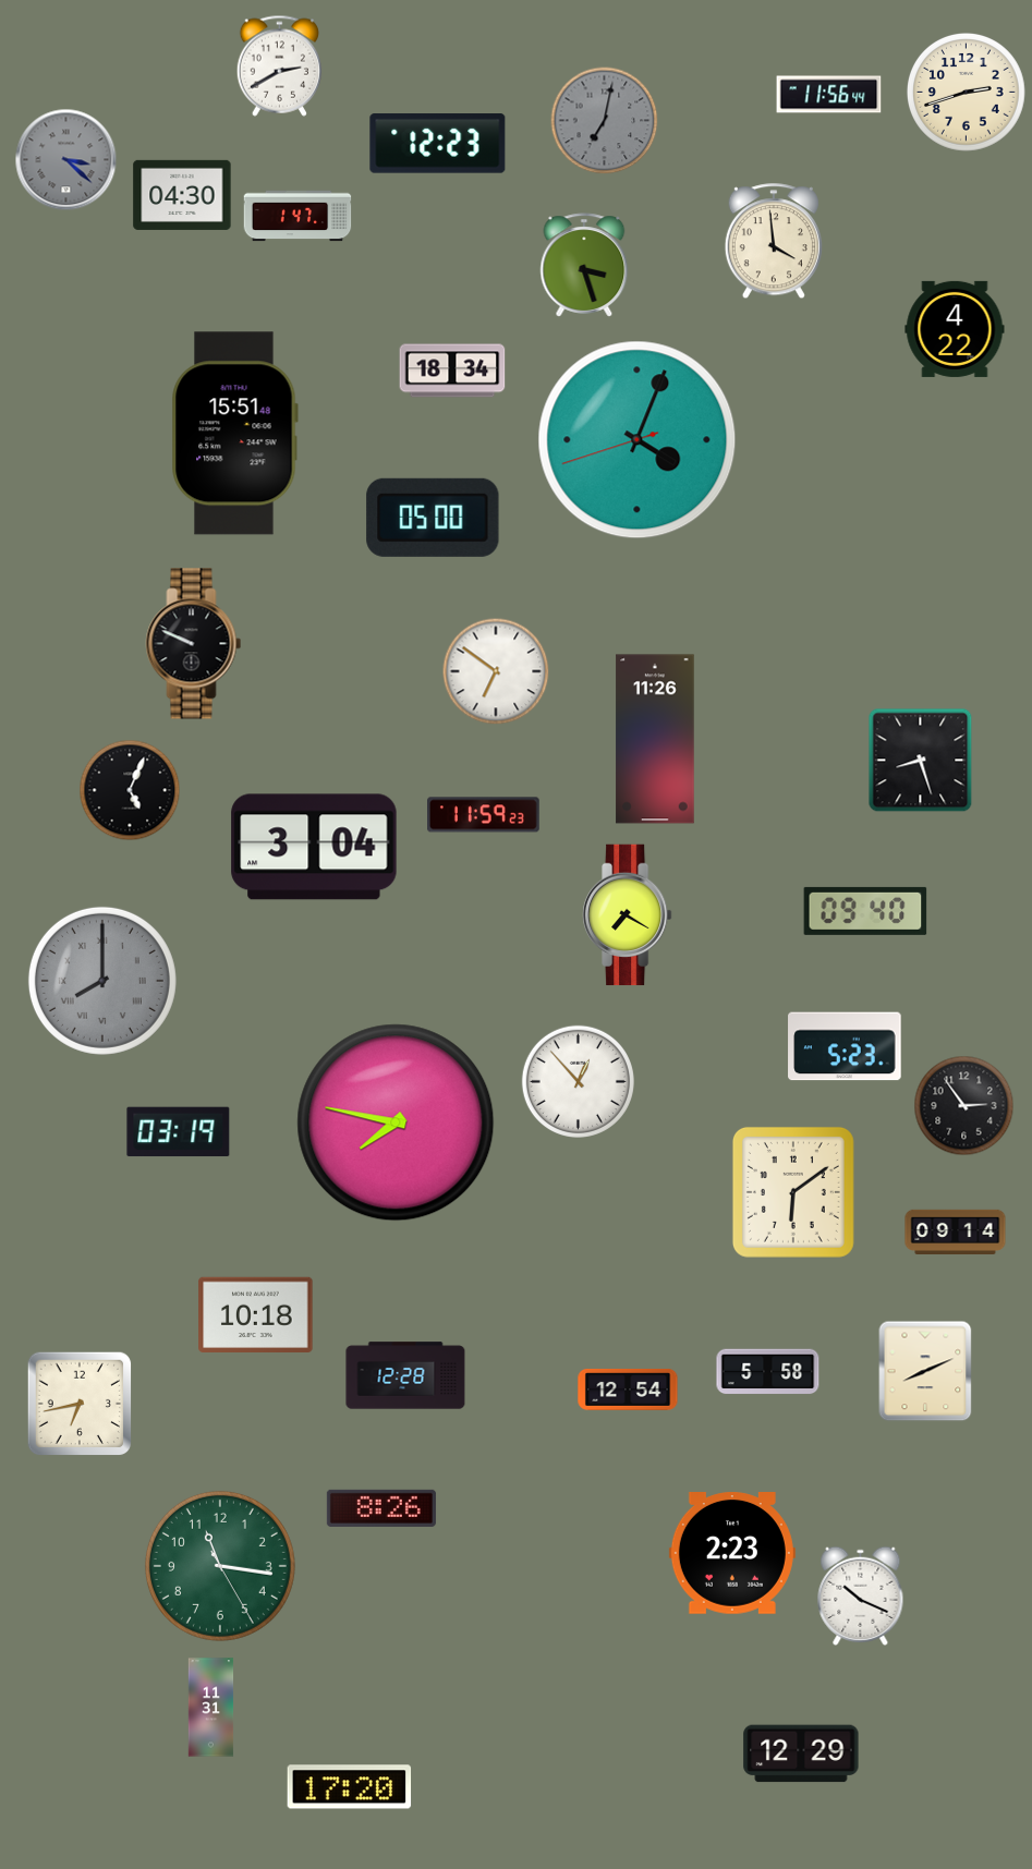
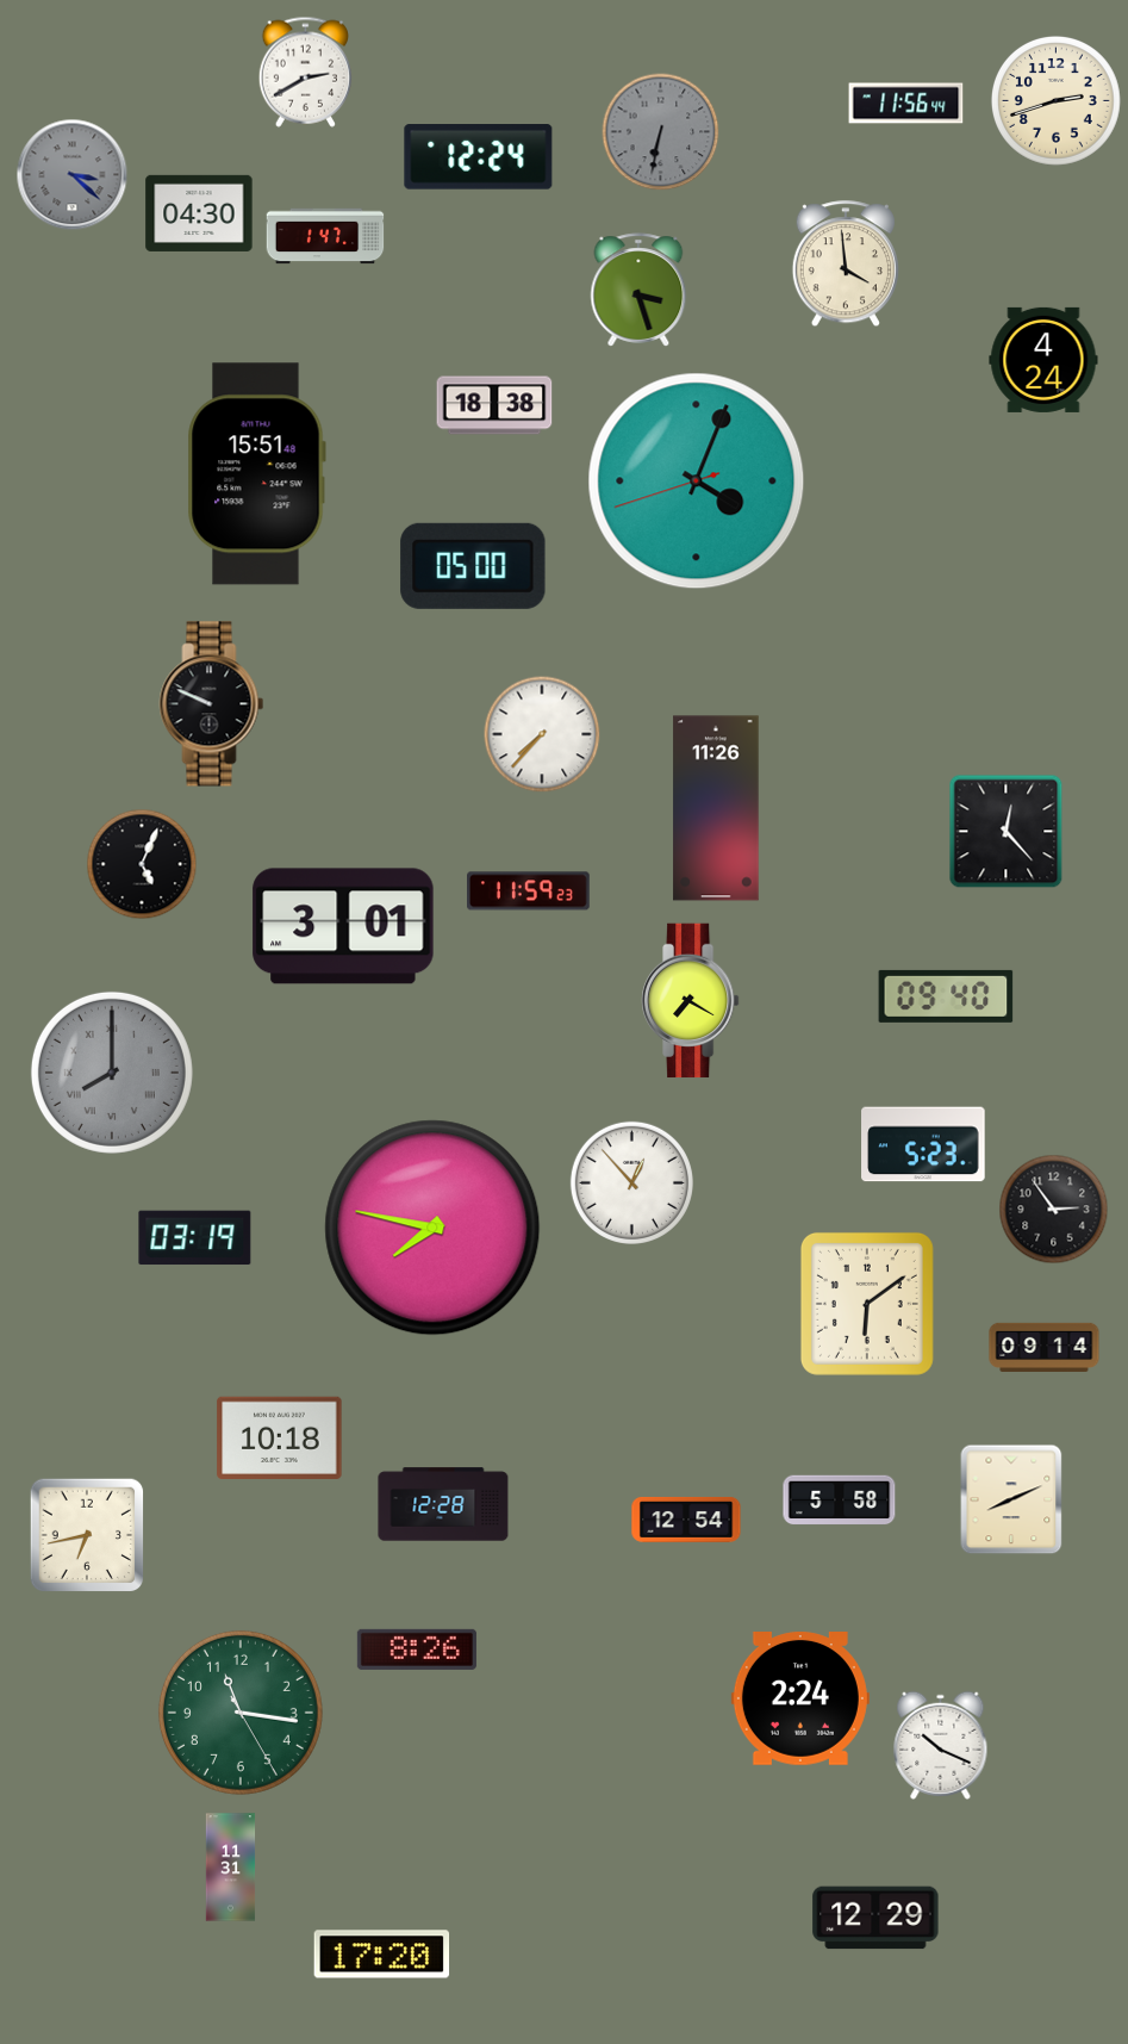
clock at (605, 121): 7:02 -> 6:32
clock at (438, 144): 12:23 -> 12:24
clock at (955, 329): 4:22 -> 4:24
clock at (452, 371): 18:34 -> 18:38
clock at (496, 671): 6:51 -> 7:37
clock at (921, 761): 8:27 -> 12:23
clock at (314, 847): 3:04 -> 3:01
clock at (628, 915) position: (628, 915) -> (691, 1001)
clock at (732, 1554): 2:23 -> 2:24
